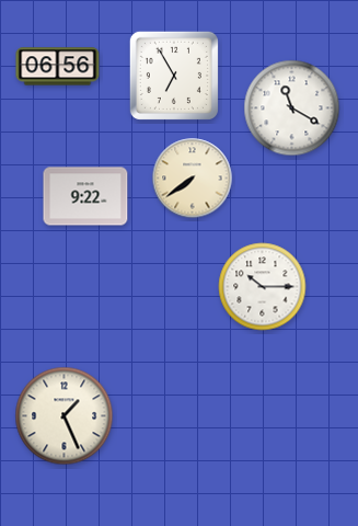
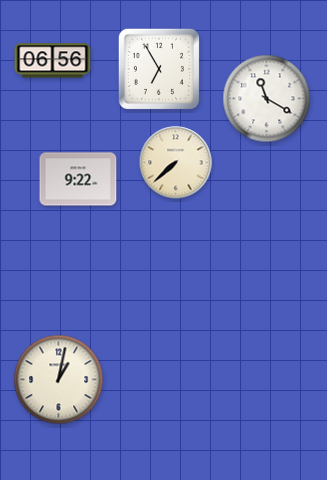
clock at (193, 179): 7:39 -> 7:38
clock at (263, 287): 10:15 -> none
clock at (65, 416): 1:26 -> 1:02
